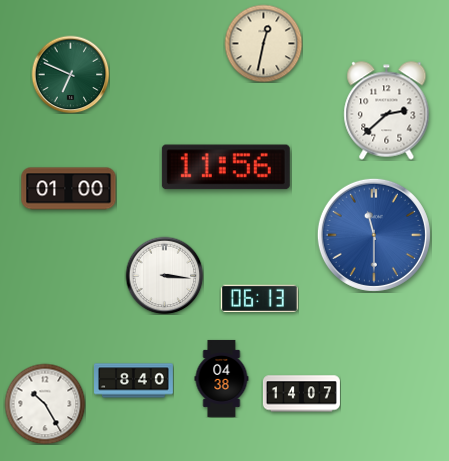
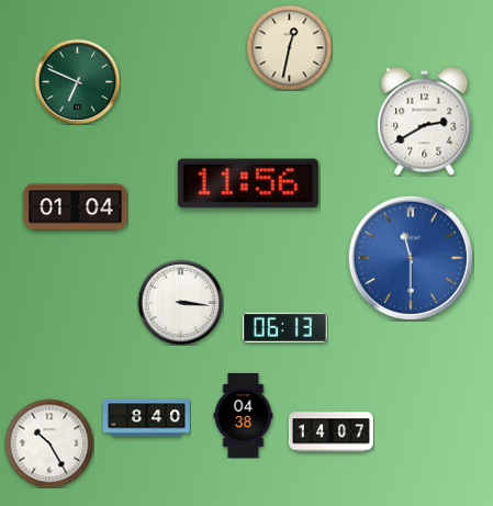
clock at (387, 111): 2:38 -> 2:40
clock at (69, 189): 01:00 -> 01:04
